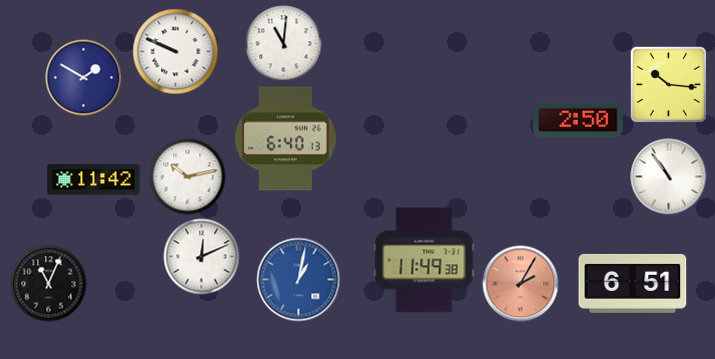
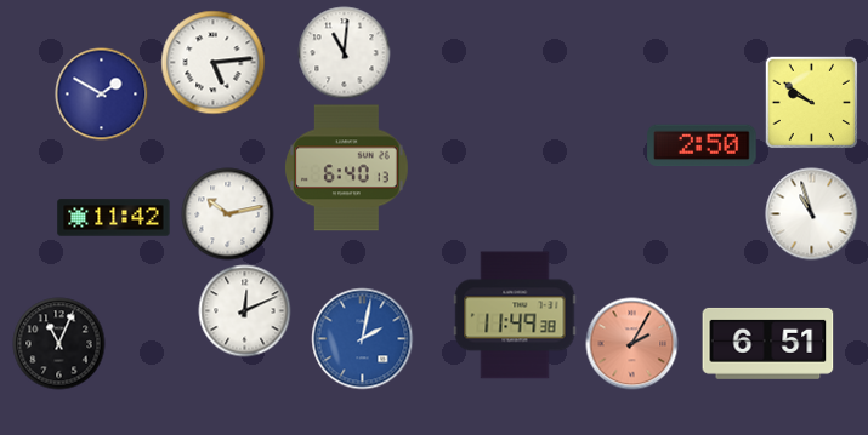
clock at (176, 52): 9:49 -> 5:14
clock at (668, 84): 10:16 -> 9:51
clock at (669, 177): 10:54 -> 10:57
clock at (299, 280): 1:02 -> 2:02
